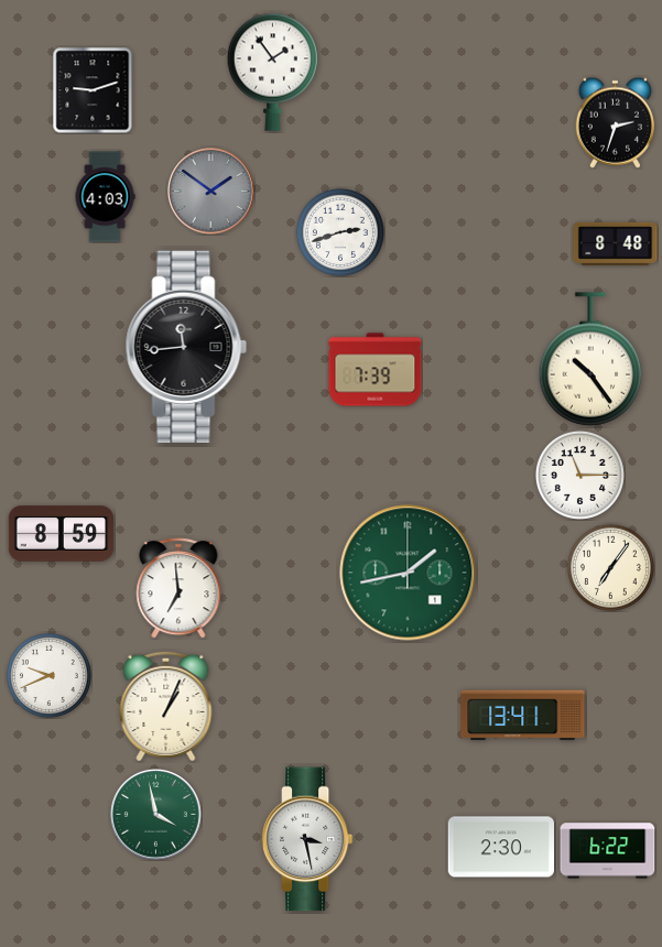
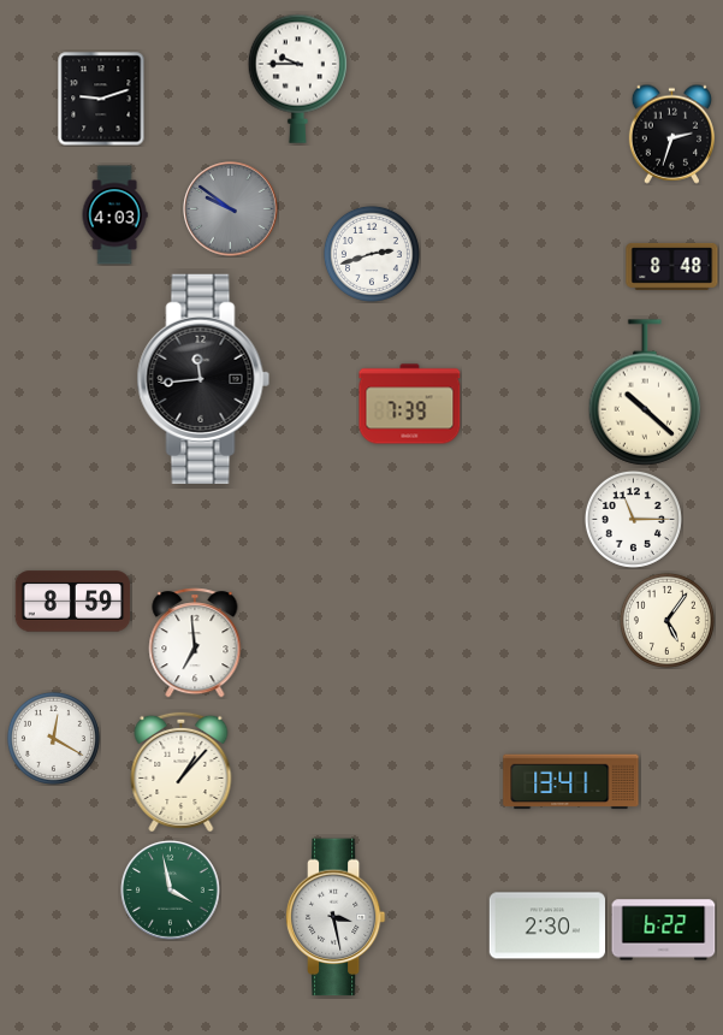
clock at (272, 72): 1:54 -> 9:45
clock at (211, 192): 1:51 -> 9:51
clock at (590, 359): 10:24 -> 10:22
clock at (62, 534) position: (62, 534) -> (73, 602)
clock at (610, 567): 7:06 -> 5:06
clock at (408, 573): 1:43 -> none
clock at (48, 675): 9:41 -> 12:20
clock at (166, 706): 1:04 -> 1:07
